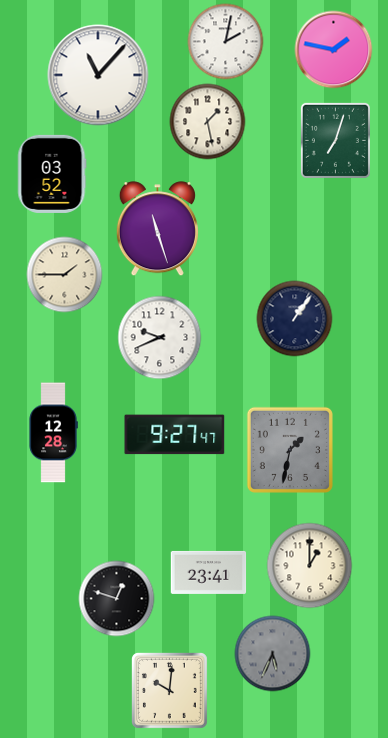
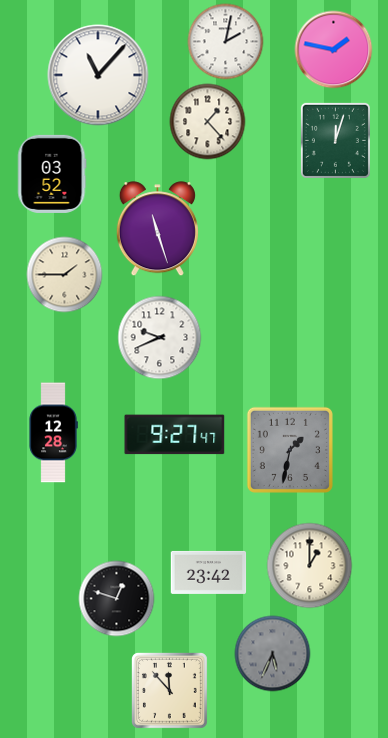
clock at (208, 122): 1:28 -> 1:23
clock at (335, 140): 7:03 -> 12:03
clock at (295, 319): 1:06 -> none
clock at (209, 572): 23:41 -> 23:42
clock at (169, 690): 10:01 -> 11:53
